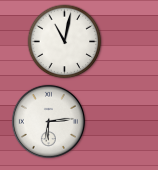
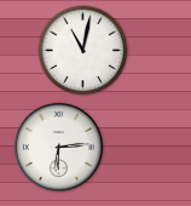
clock at (65, 42) position: (65, 42) -> (83, 51)
